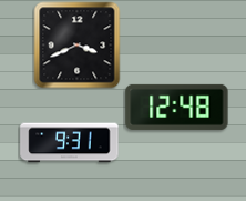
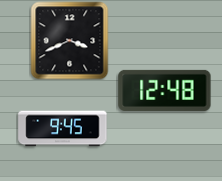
clock at (177, 107) position: (177, 107) -> (165, 90)
clock at (70, 143): 9:31 -> 9:45
